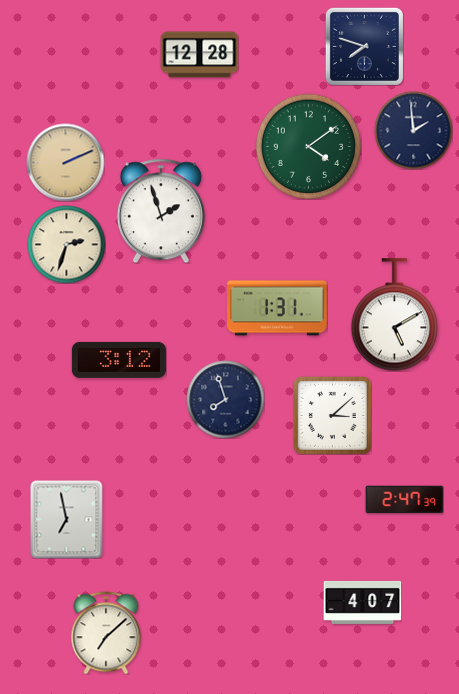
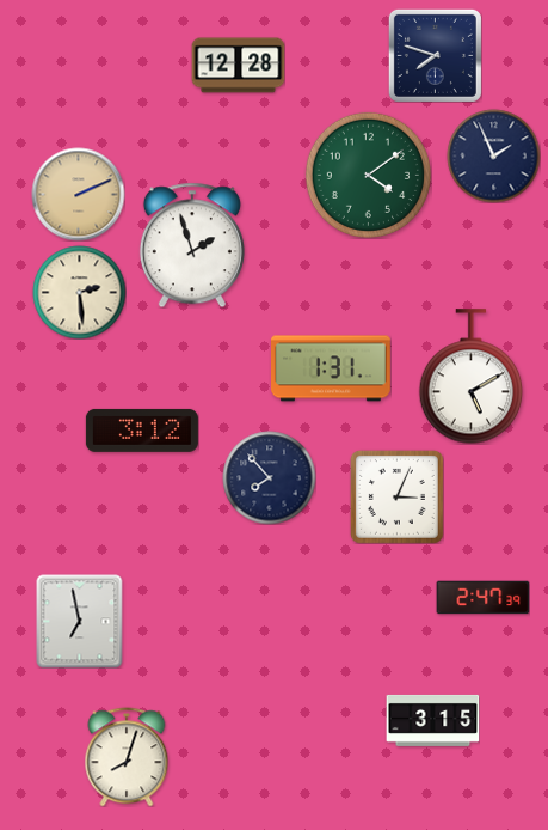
clock at (413, 130): 1:59 -> 1:56
clock at (161, 211) position: (161, 211) -> (192, 245)
clock at (66, 244): 2:33 -> 2:29
clock at (225, 399): 7:57 -> 7:53
clock at (332, 415): 3:08 -> 3:04
clock at (362, 602): 4:07 -> 3:15
clock at (106, 633): 7:08 -> 8:03
